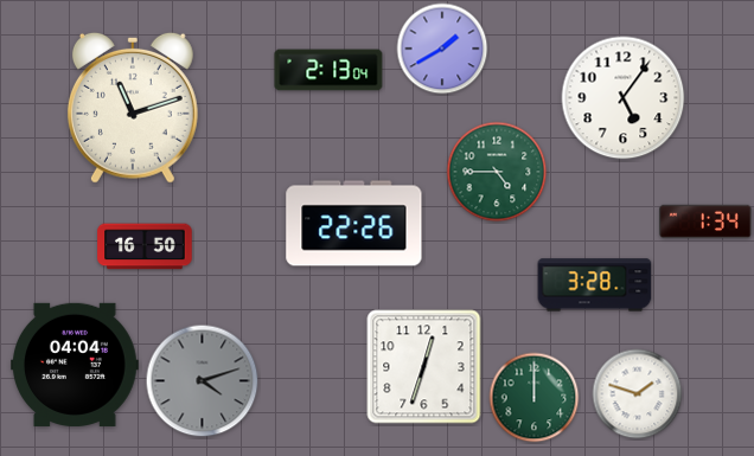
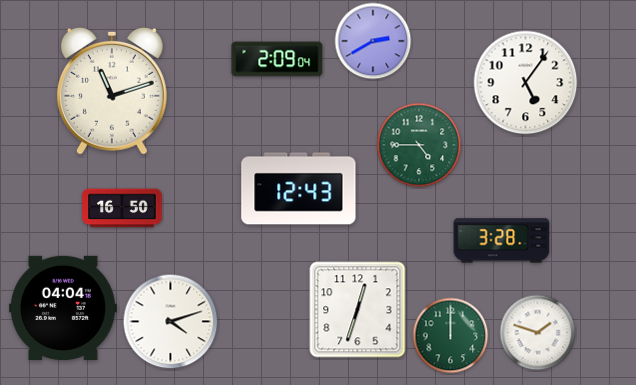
clock at (442, 49): 1:40 -> 2:40
clock at (328, 70): 2:13 -> 2:09
clock at (705, 221): 1:34 -> none
clock at (354, 224): 22:26 -> 12:43
clock at (203, 381) dial: grey -> white
